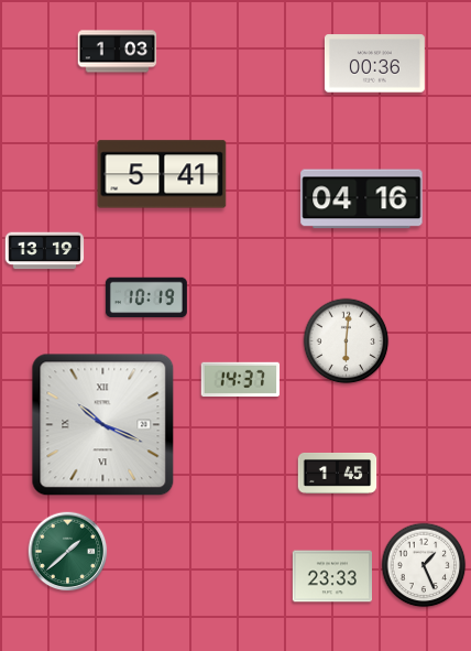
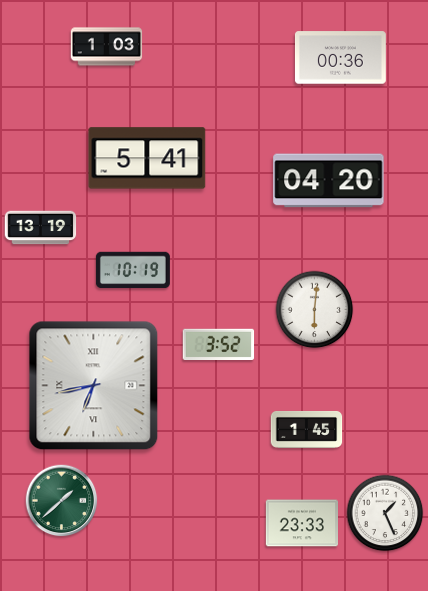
clock at (362, 199): 04:16 -> 04:20
clock at (241, 379): 14:37 -> 3:52
clock at (103, 425): 10:19 -> 6:43
